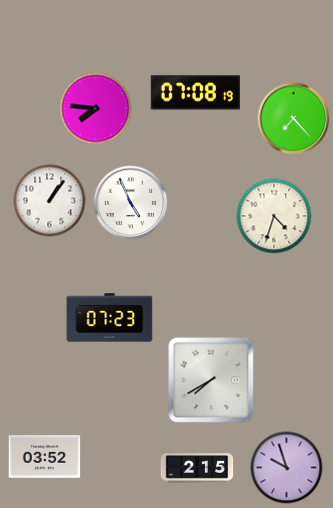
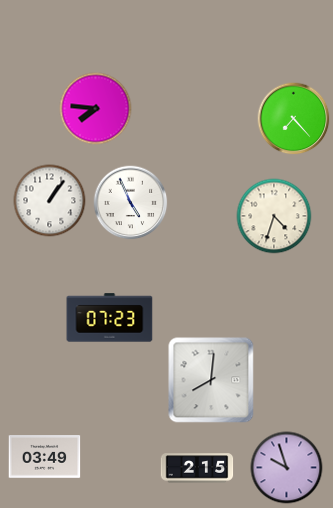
clock at (196, 93): 07:08 -> none
clock at (211, 380): 7:40 -> 8:01
clock at (45, 457): 03:52 -> 03:49
